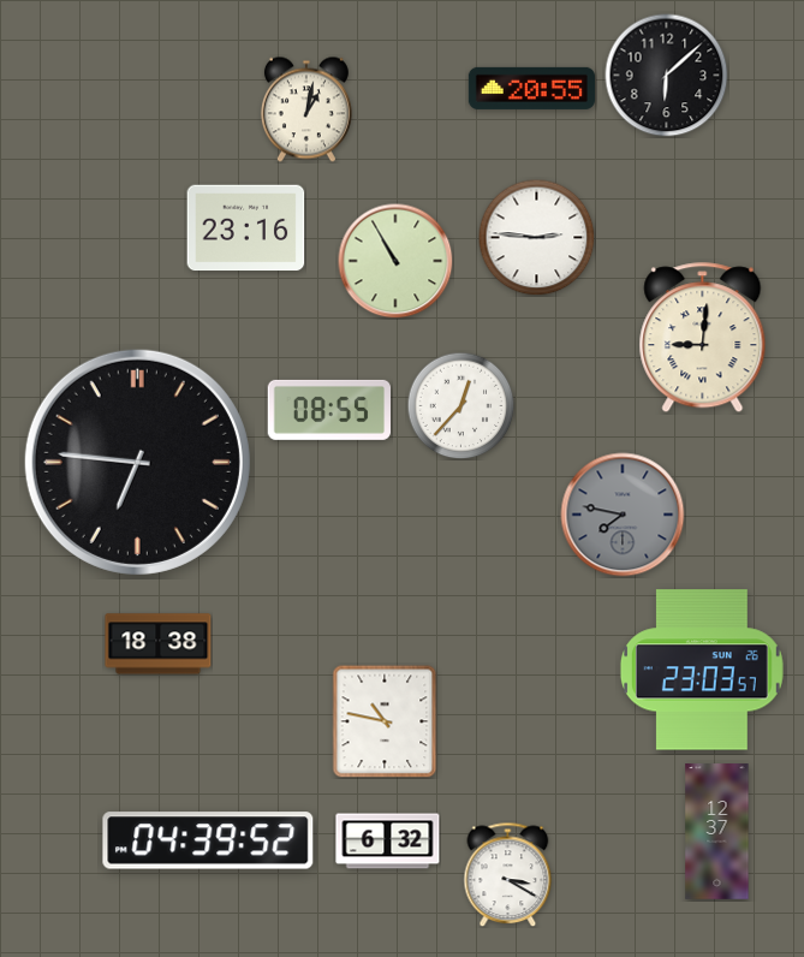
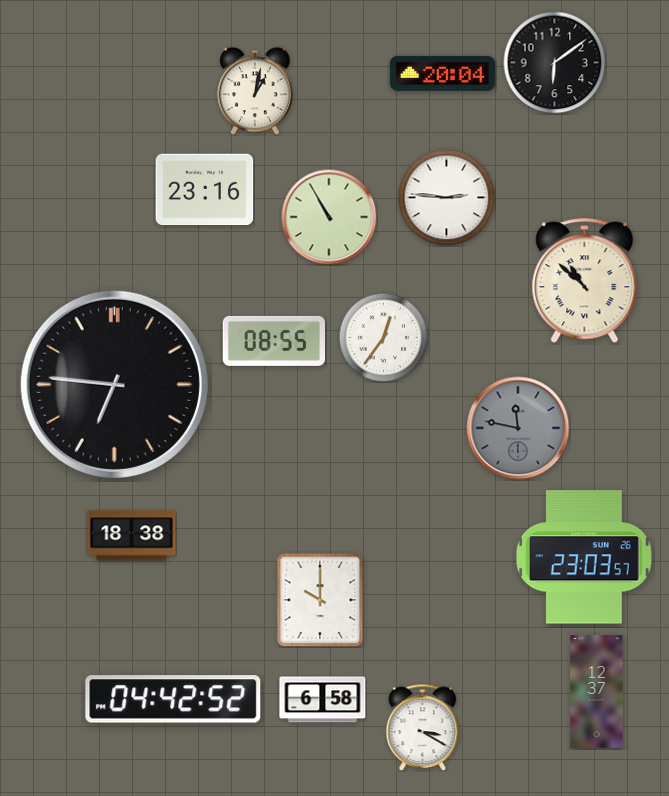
clock at (667, 76): 6:08 -> 6:09
clock at (531, 88): 20:55 -> 20:04
clock at (703, 338): 9:01 -> 10:52
clock at (460, 405): 12:37 -> 12:36
clock at (623, 515): 7:47 -> 11:47
clock at (385, 721): 10:47 -> 10:00
clock at (208, 840): 04:39 -> 04:42
clock at (388, 842): 6:32 -> 6:58
